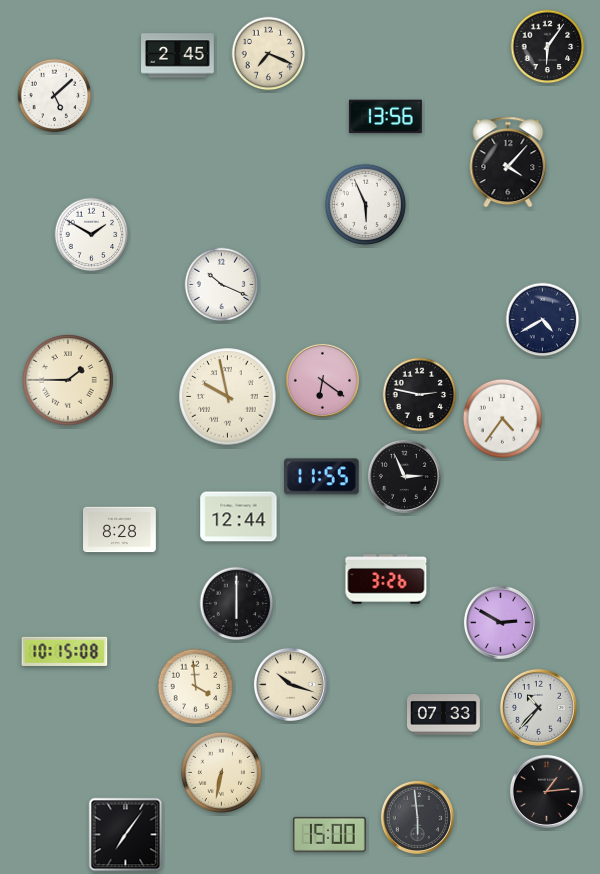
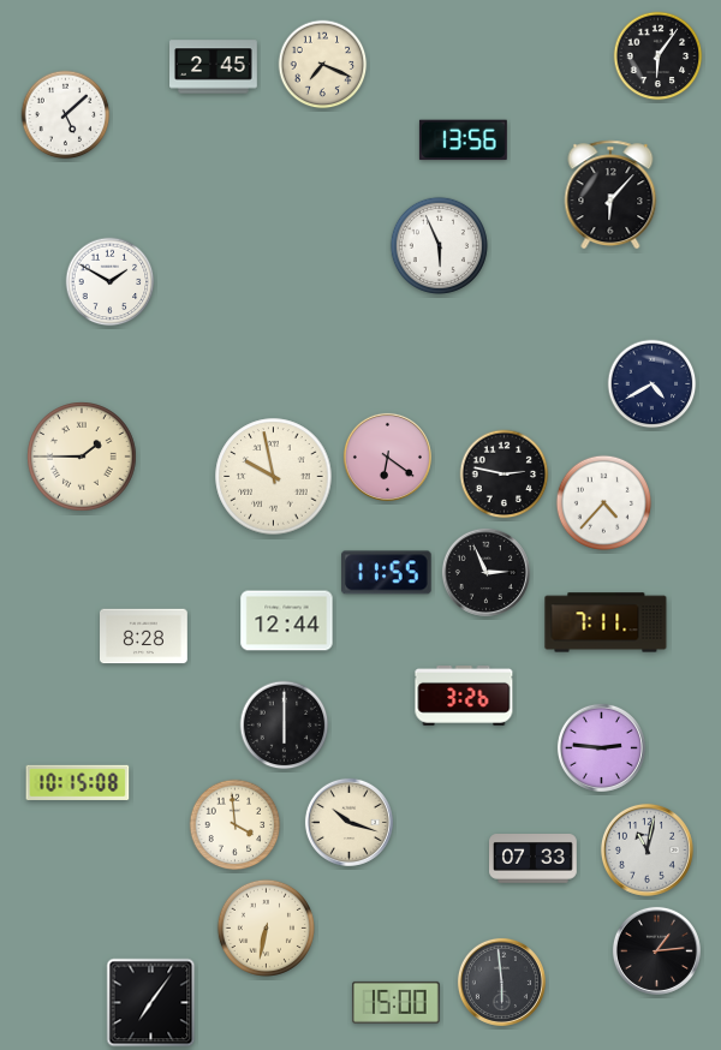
clock at (508, 162): 4:07 -> 6:07
clock at (222, 285): 10:19 -> none
clock at (502, 418): 4:36 -> 4:37
clock at (606, 622): none -> 7:11
clock at (500, 622): 2:50 -> 2:46
clock at (538, 707): 10:37 -> 11:02
